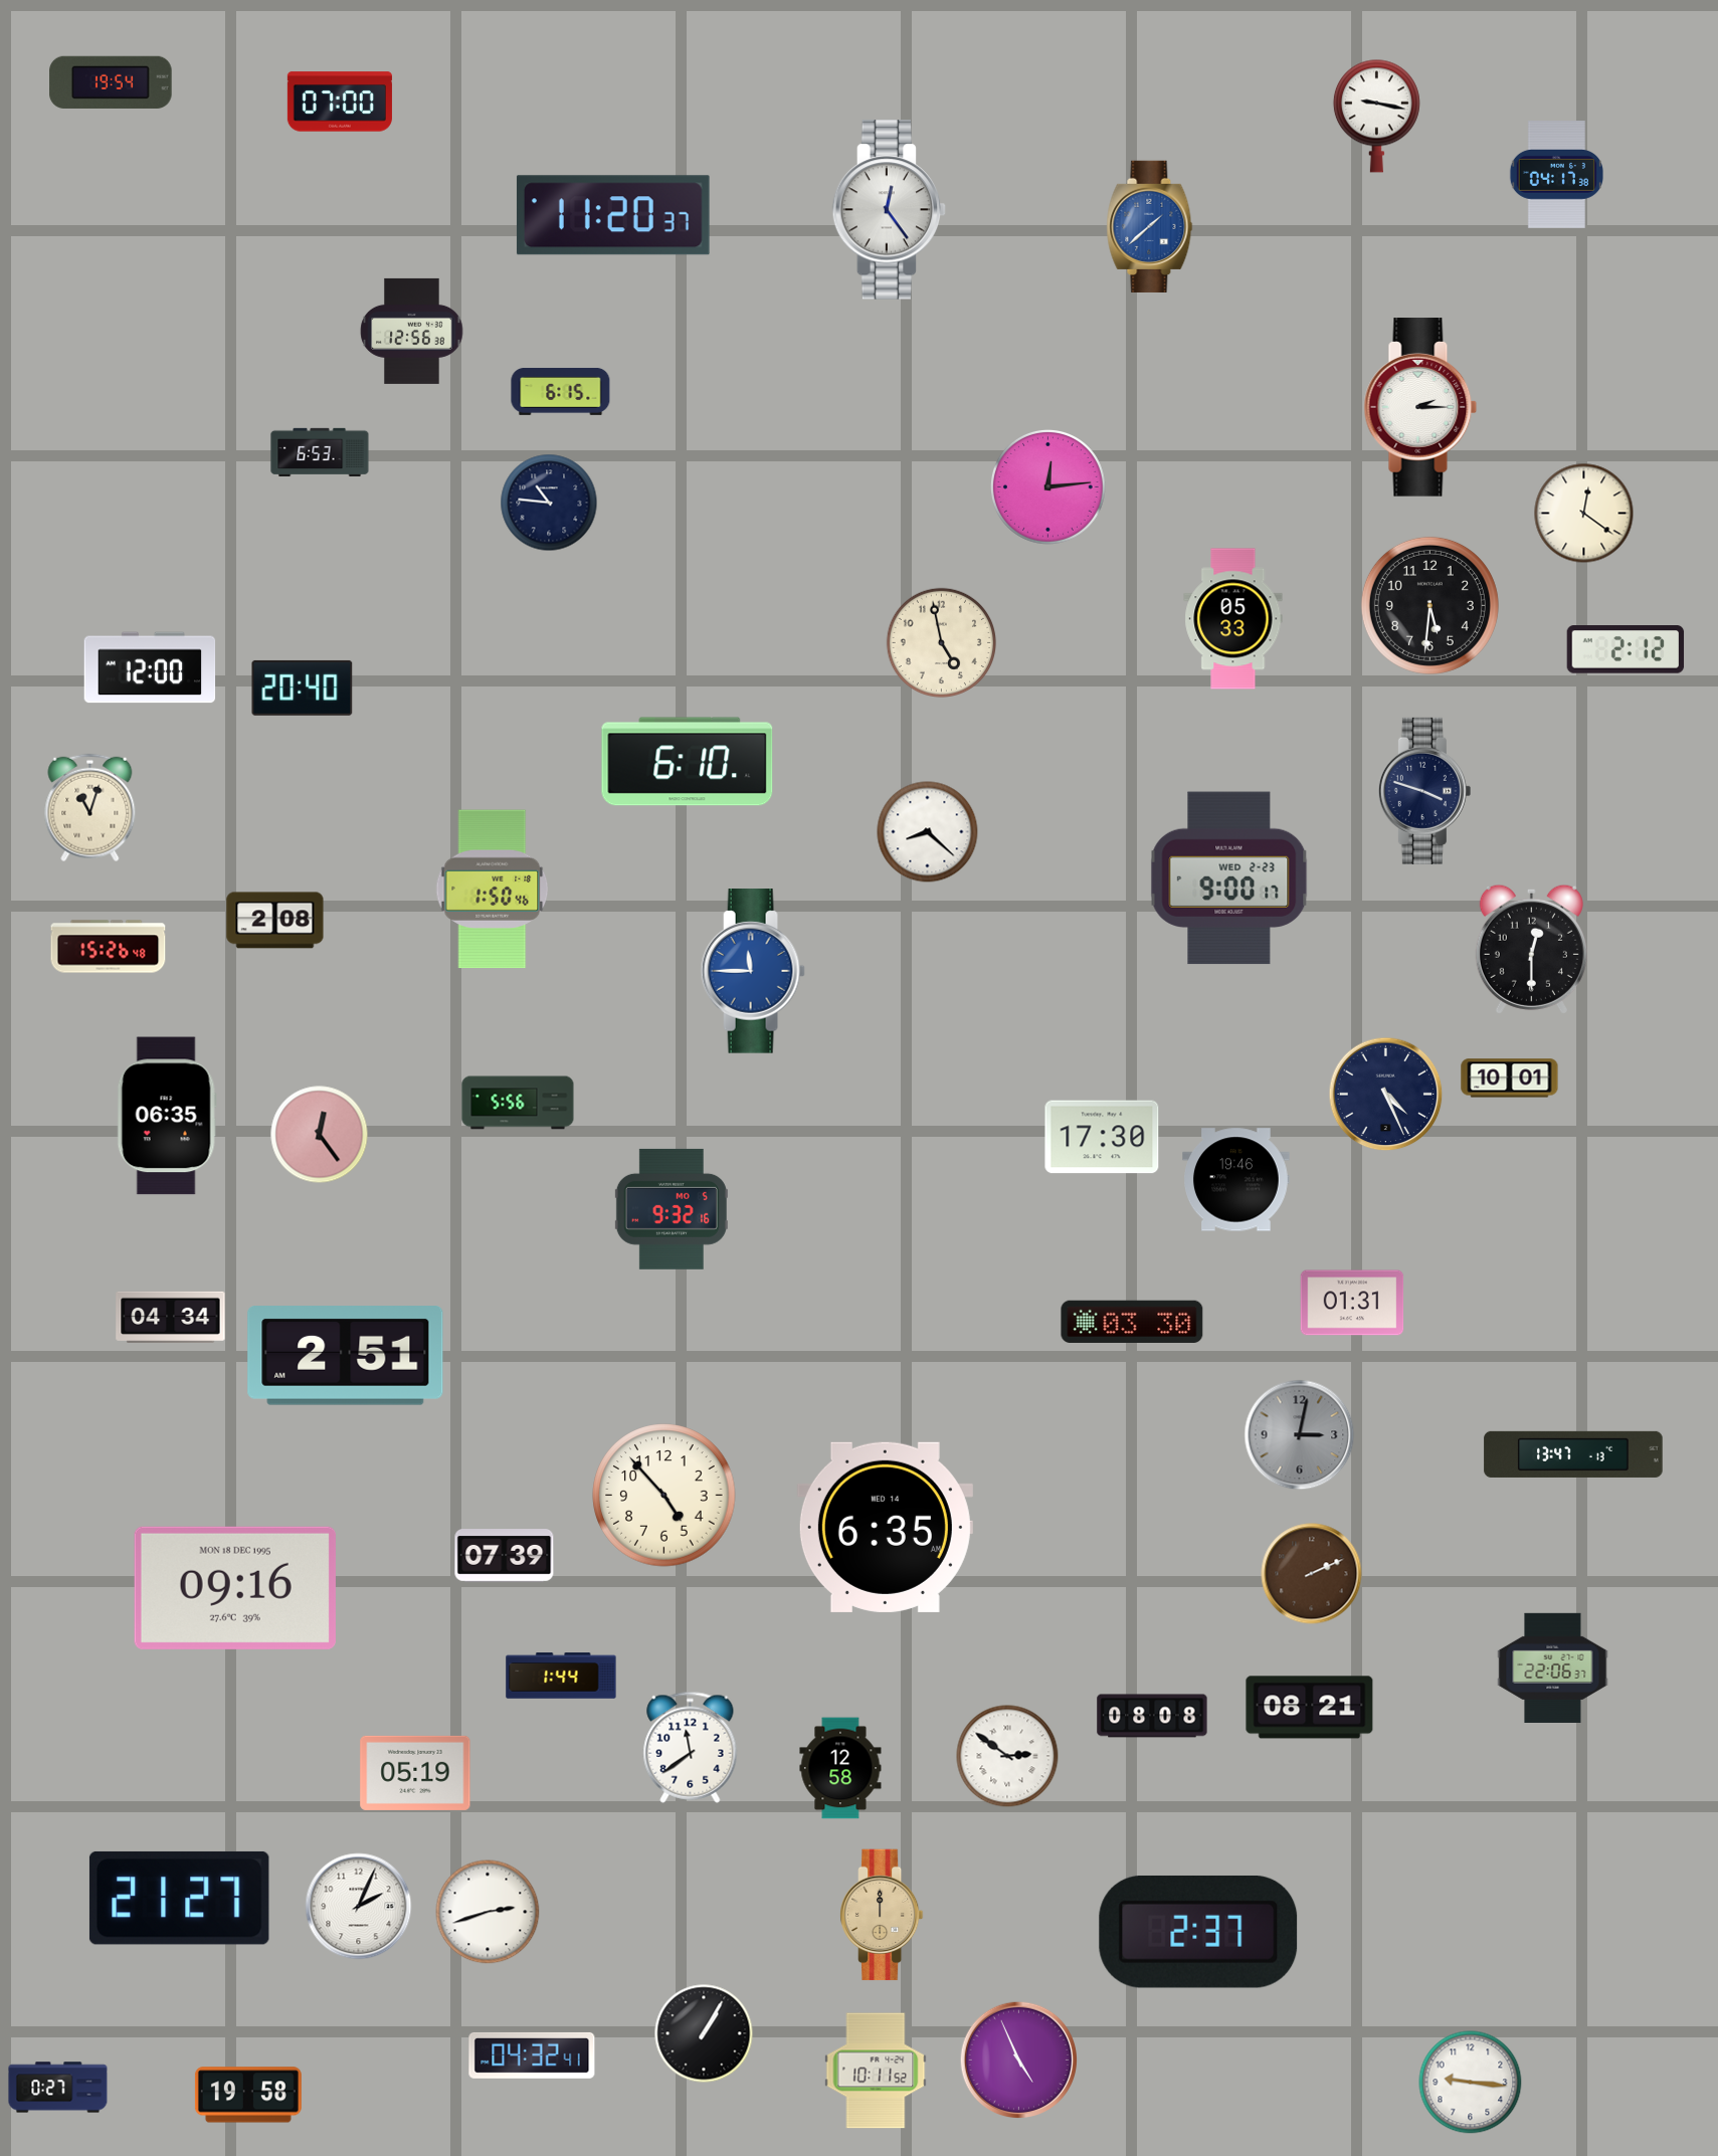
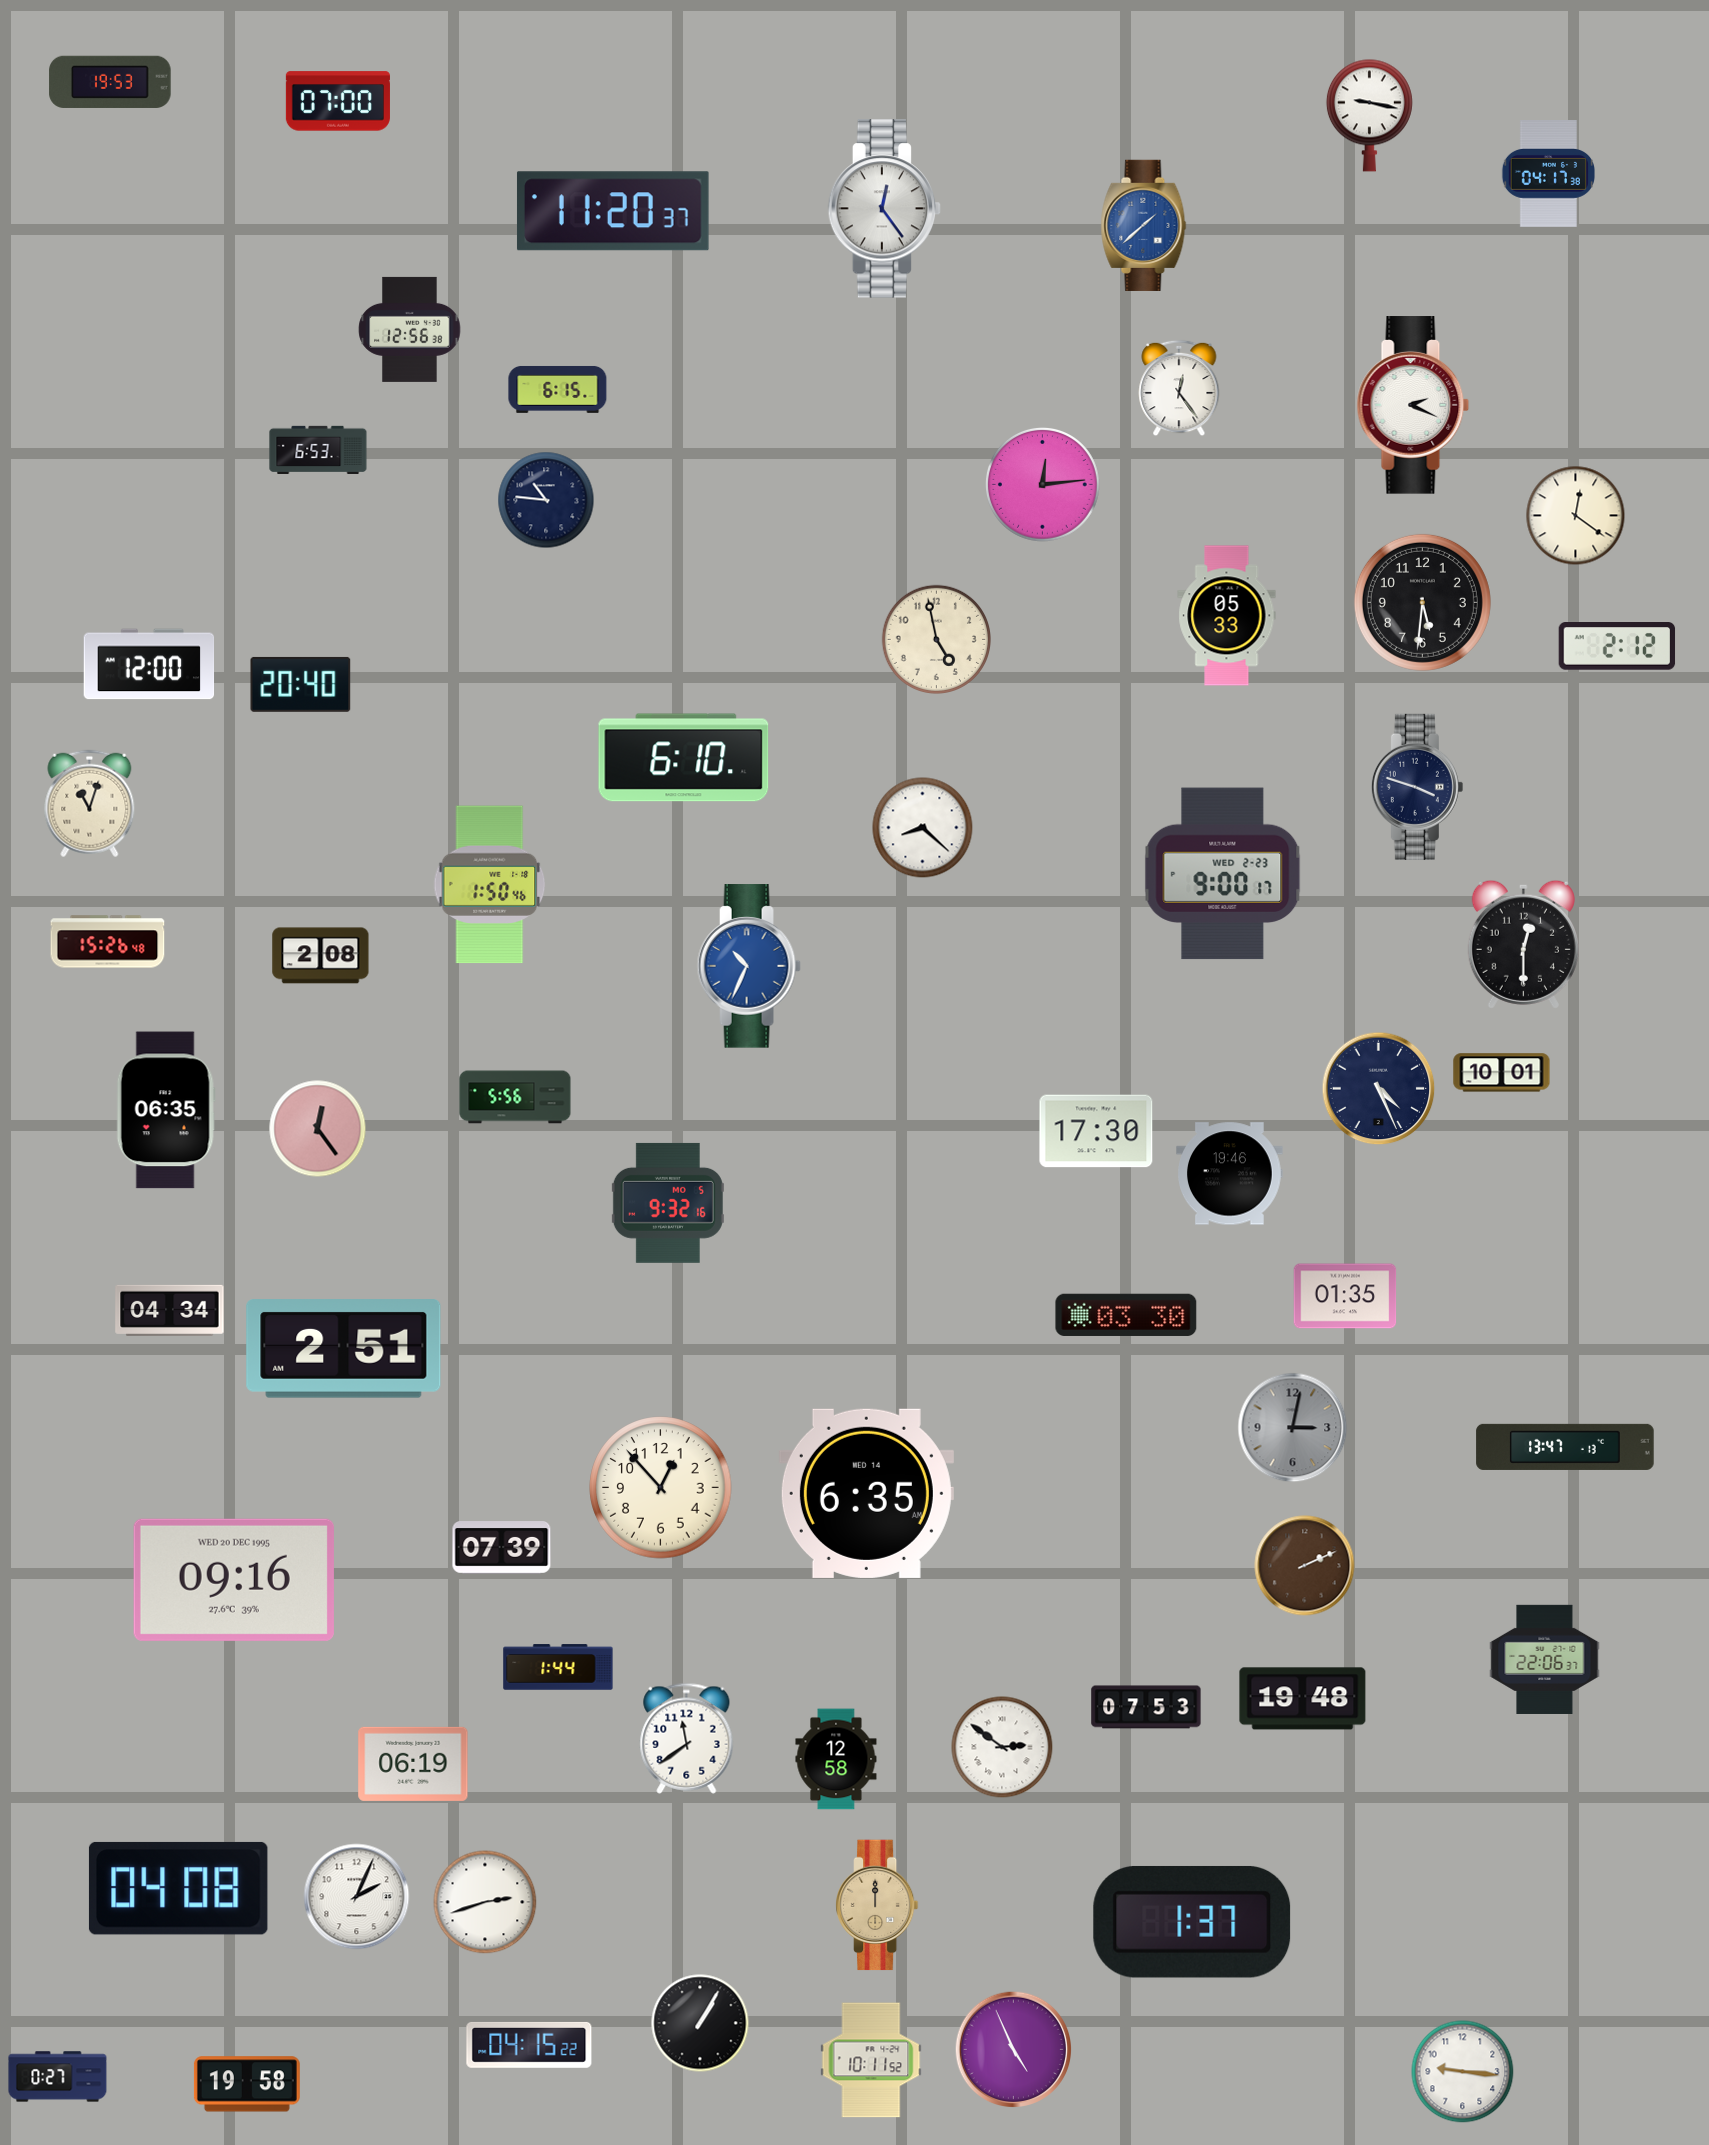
clock at (111, 82): 19:54 -> 19:53
clock at (613, 215) position: (613, 215) -> (613, 211)
clock at (1179, 388): none -> 12:24
clock at (1420, 407): 2:15 -> 2:19
clock at (1584, 514) position: (1584, 514) -> (1576, 516)
clock at (275, 921) position: (275, 921) -> (321, 956)
clock at (753, 971): 11:45 -> 10:34
clock at (1352, 1303): 01:31 -> 01:35
clock at (664, 1496): 4:53 -> 12:53
clock at (885, 1527) position: (885, 1527) -> (866, 1493)
clock at (235, 1588) date: MON 18 DEC 1995 -> WED 20 DEC 1995
clock at (1310, 1708): 08:21 -> 19:48
clock at (1152, 1716): 08:08 -> 07:53
clock at (415, 1773): 05:19 -> 06:19
clock at (179, 1898): 21:27 -> 04:08
clock at (1198, 1932): 2:37 -> 1:37
clock at (532, 2055): 04:32 -> 04:15
